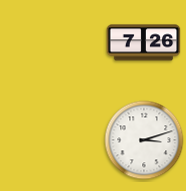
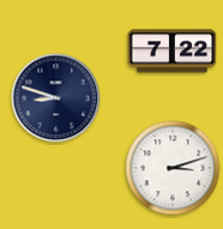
clock at (144, 43): 7:26 -> 7:22
clock at (56, 98): none -> 8:48
